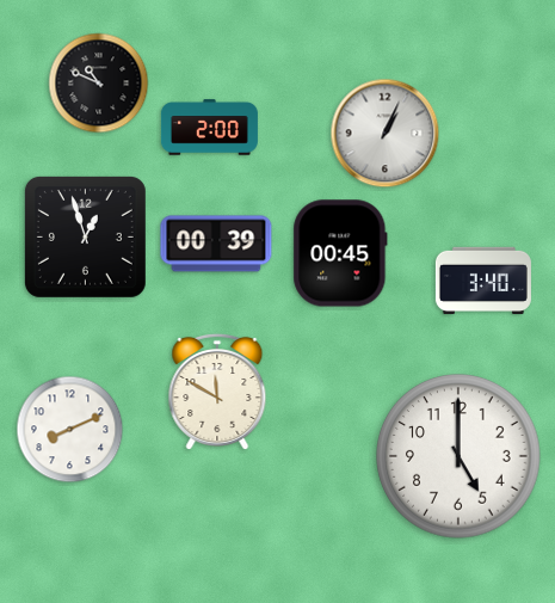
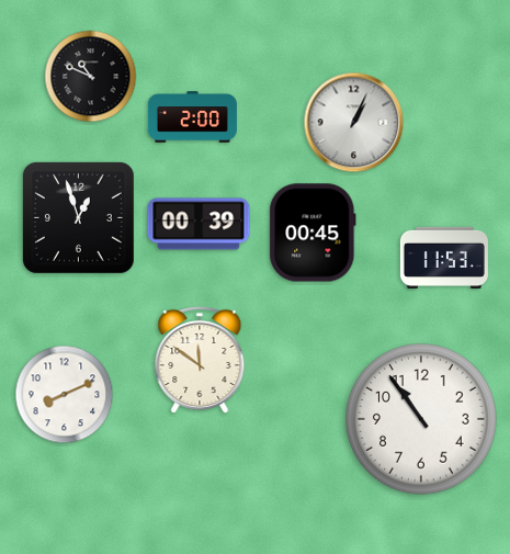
clock at (483, 279): 3:40 -> 11:53
clock at (217, 390): 11:50 -> 11:51
clock at (458, 456): 5:00 -> 10:54
